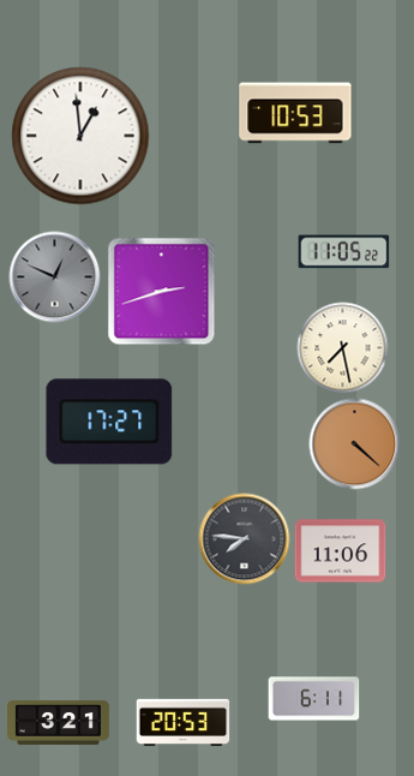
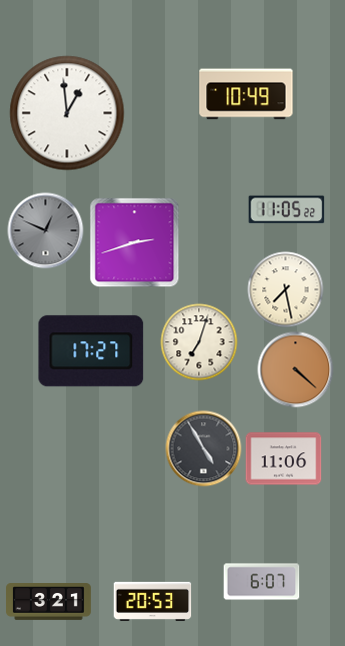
clock at (295, 113): 10:53 -> 10:49
clock at (199, 342): none -> 7:03
clock at (245, 539): 7:46 -> 4:55
clock at (314, 699): 6:11 -> 6:07
